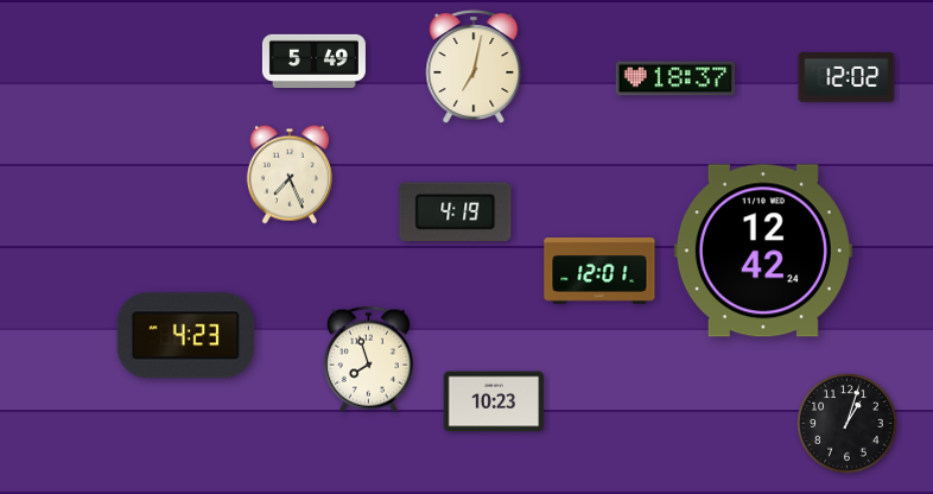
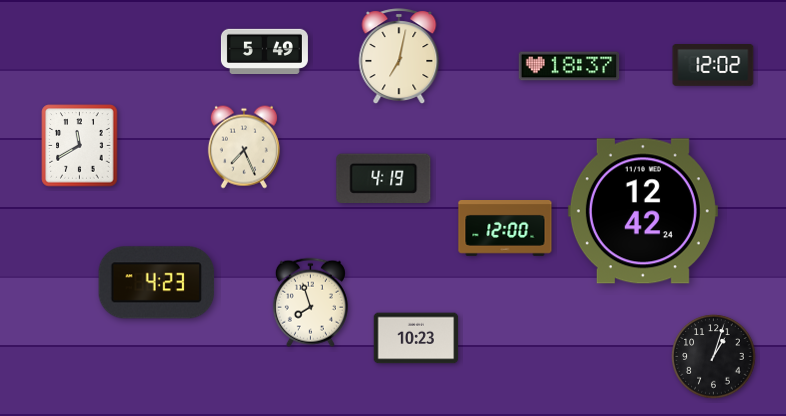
clock at (80, 146): none -> 11:40
clock at (599, 272): 12:01 -> 12:00
